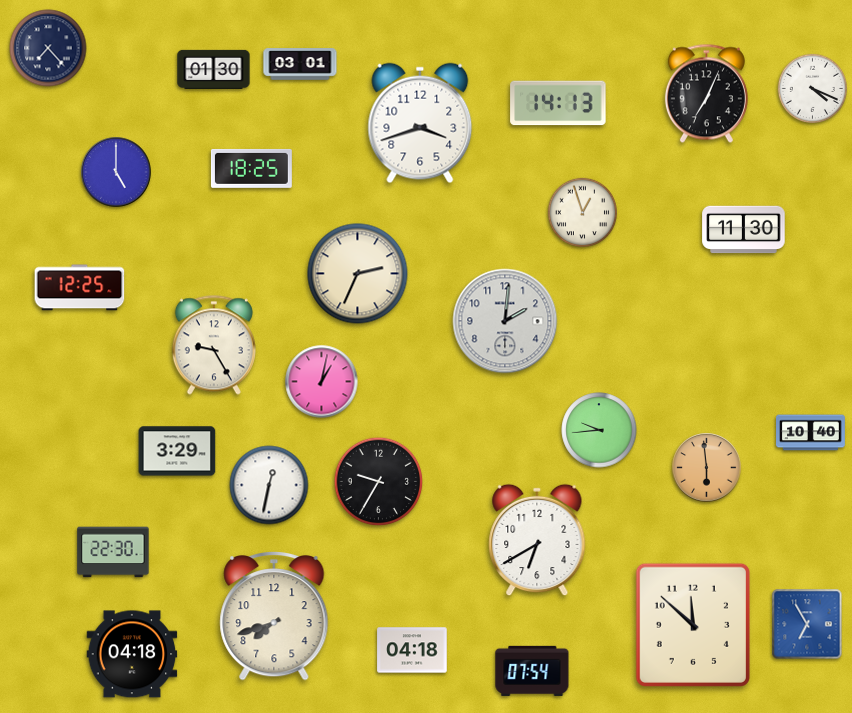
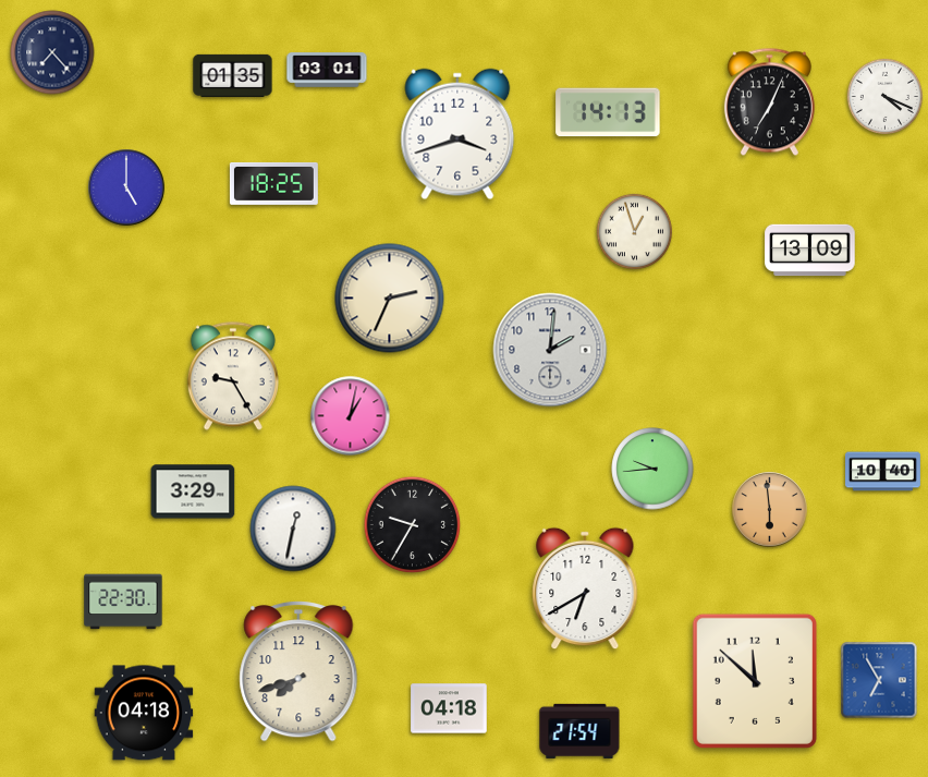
clock at (214, 69): 01:30 -> 01:35
clock at (744, 230): 11:30 -> 13:09
clock at (80, 288): 12:25 -> none
clock at (532, 671): 07:54 -> 21:54
